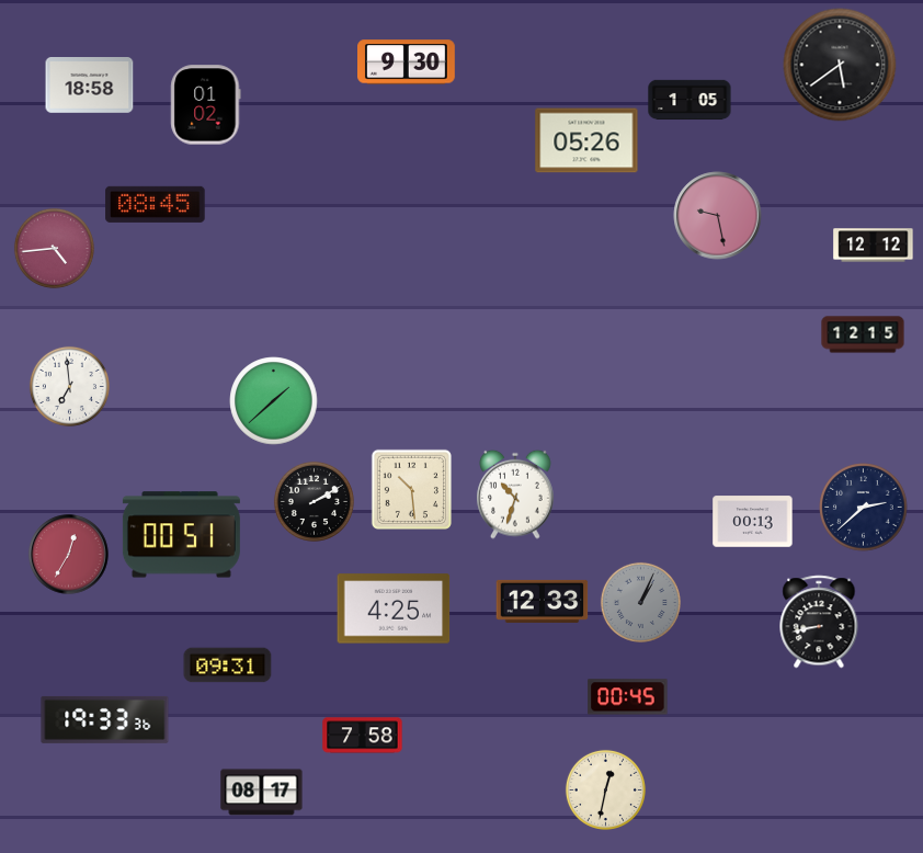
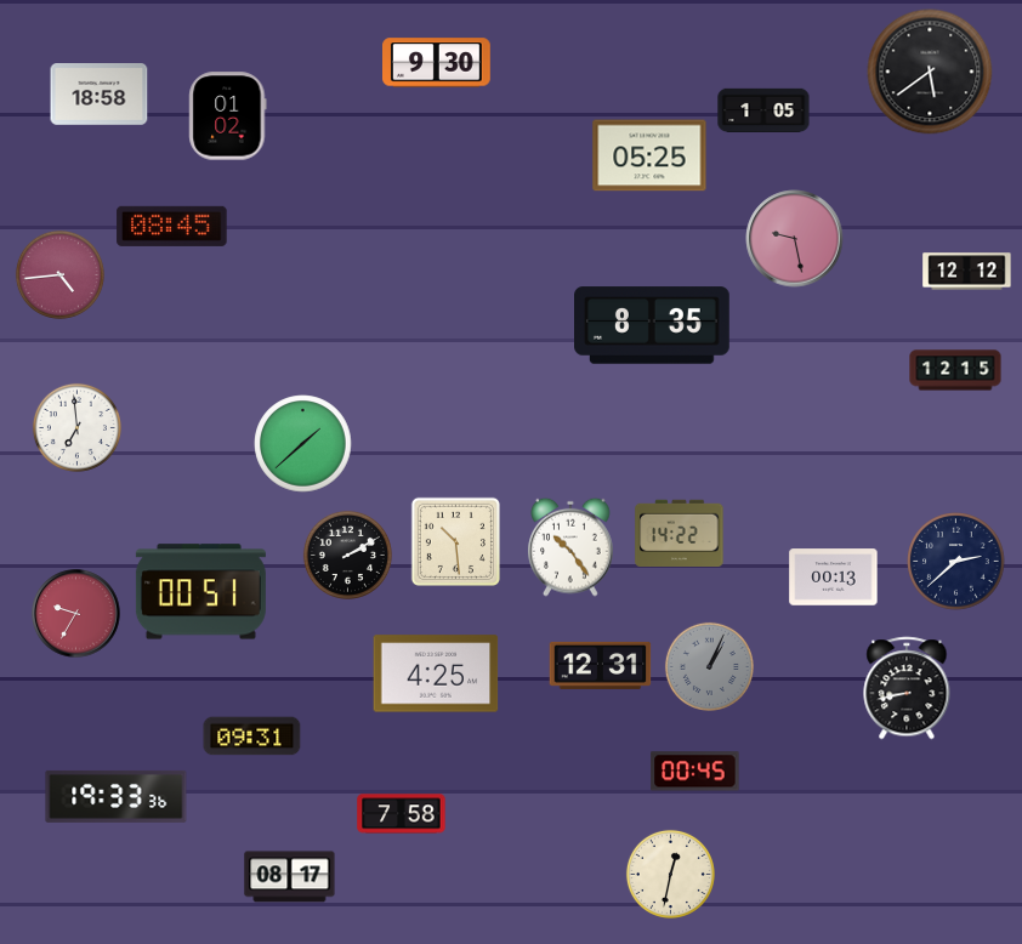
clock at (407, 62) position: (407, 62) -> (437, 63)
clock at (586, 140): 05:26 -> 05:25
clock at (653, 325): none -> 8:35
clock at (680, 534): none -> 14:22
clock at (515, 494): 10:33 -> 10:24
clock at (69, 555): 12:35 -> 9:35
clock at (543, 601): 12:33 -> 12:31
